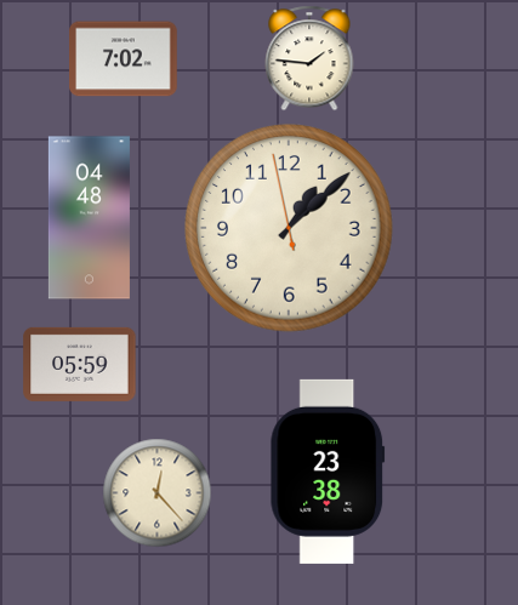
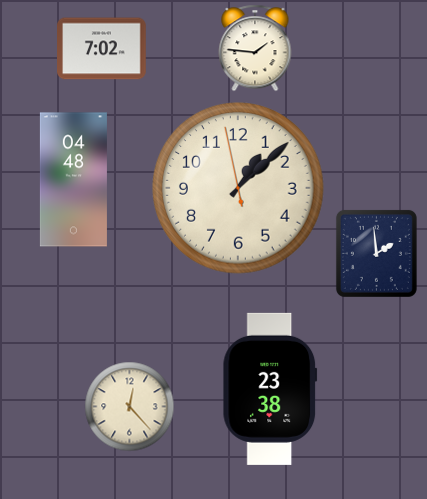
clock at (376, 253): none -> 1:59
clock at (80, 364): 05:59 -> none
